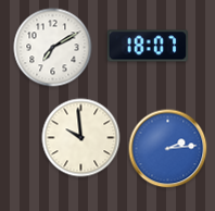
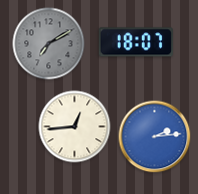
clock at (53, 48) dial: white -> grey
clock at (81, 138): 9:59 -> 12:44
